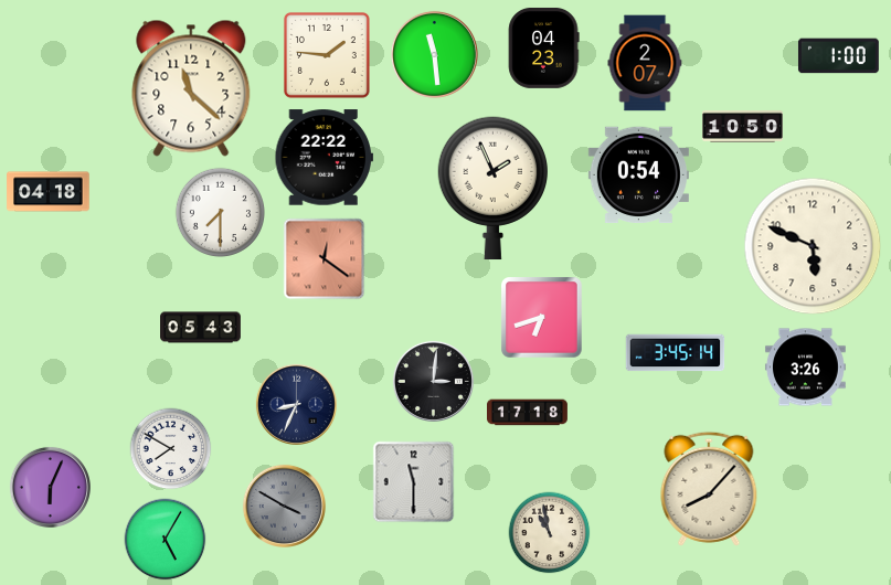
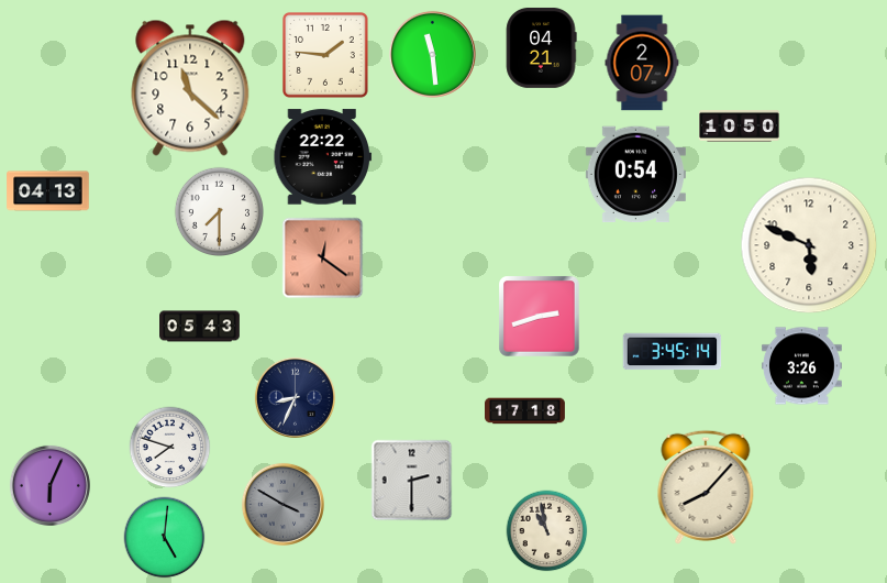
clock at (543, 47): 04:23 -> 04:21
clock at (838, 56): 1:00 -> none
clock at (494, 189): 1:56 -> none
clock at (49, 192): 04:18 -> 04:13
clock at (542, 318): 6:42 -> 2:42
clock at (433, 381): 3:01 -> none
clock at (296, 404) position: (296, 404) -> (295, 397)
clock at (171, 449): 7:50 -> 7:48
clock at (414, 482): 11:30 -> 2:30
clock at (166, 540): 5:05 -> 5:01
